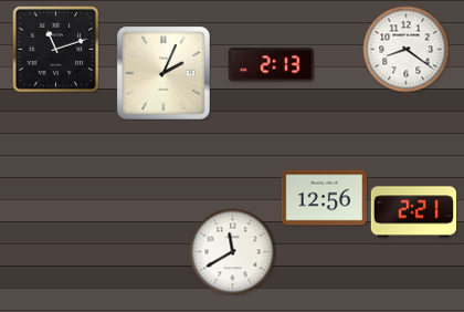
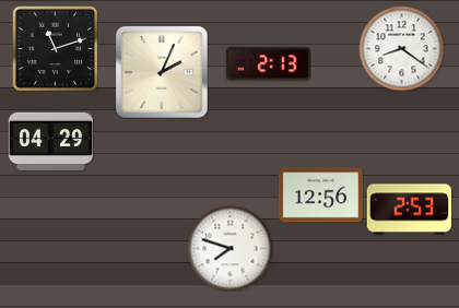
clock at (50, 141): none -> 04:29
clock at (413, 212): 2:21 -> 2:53
clock at (232, 251): 11:40 -> 7:48
